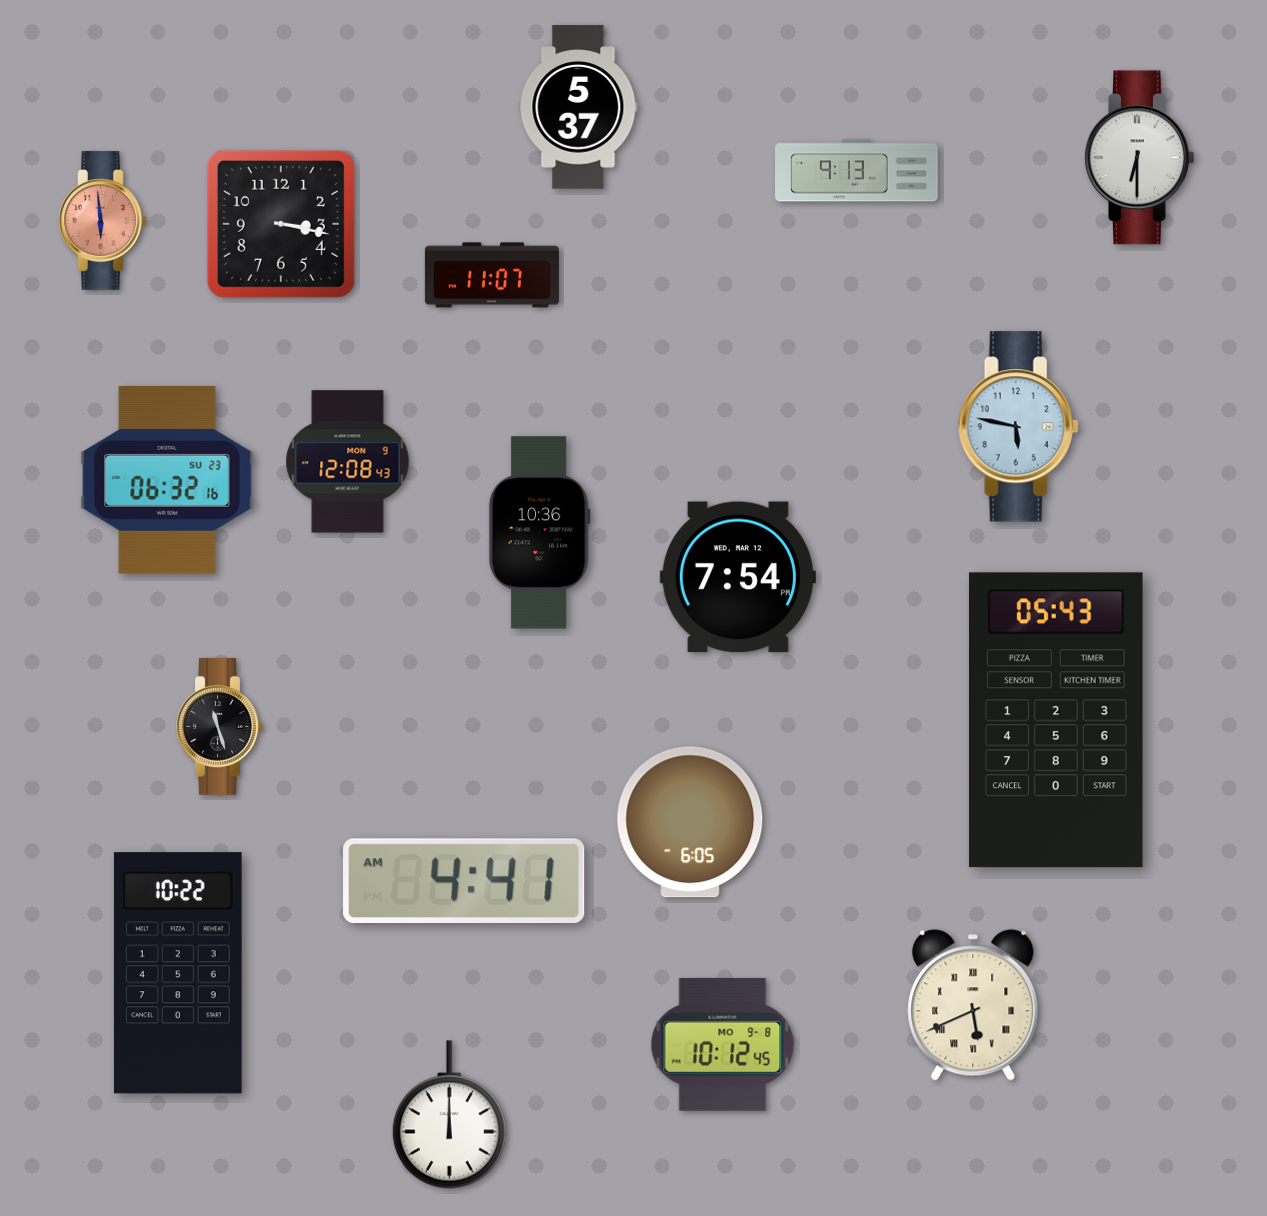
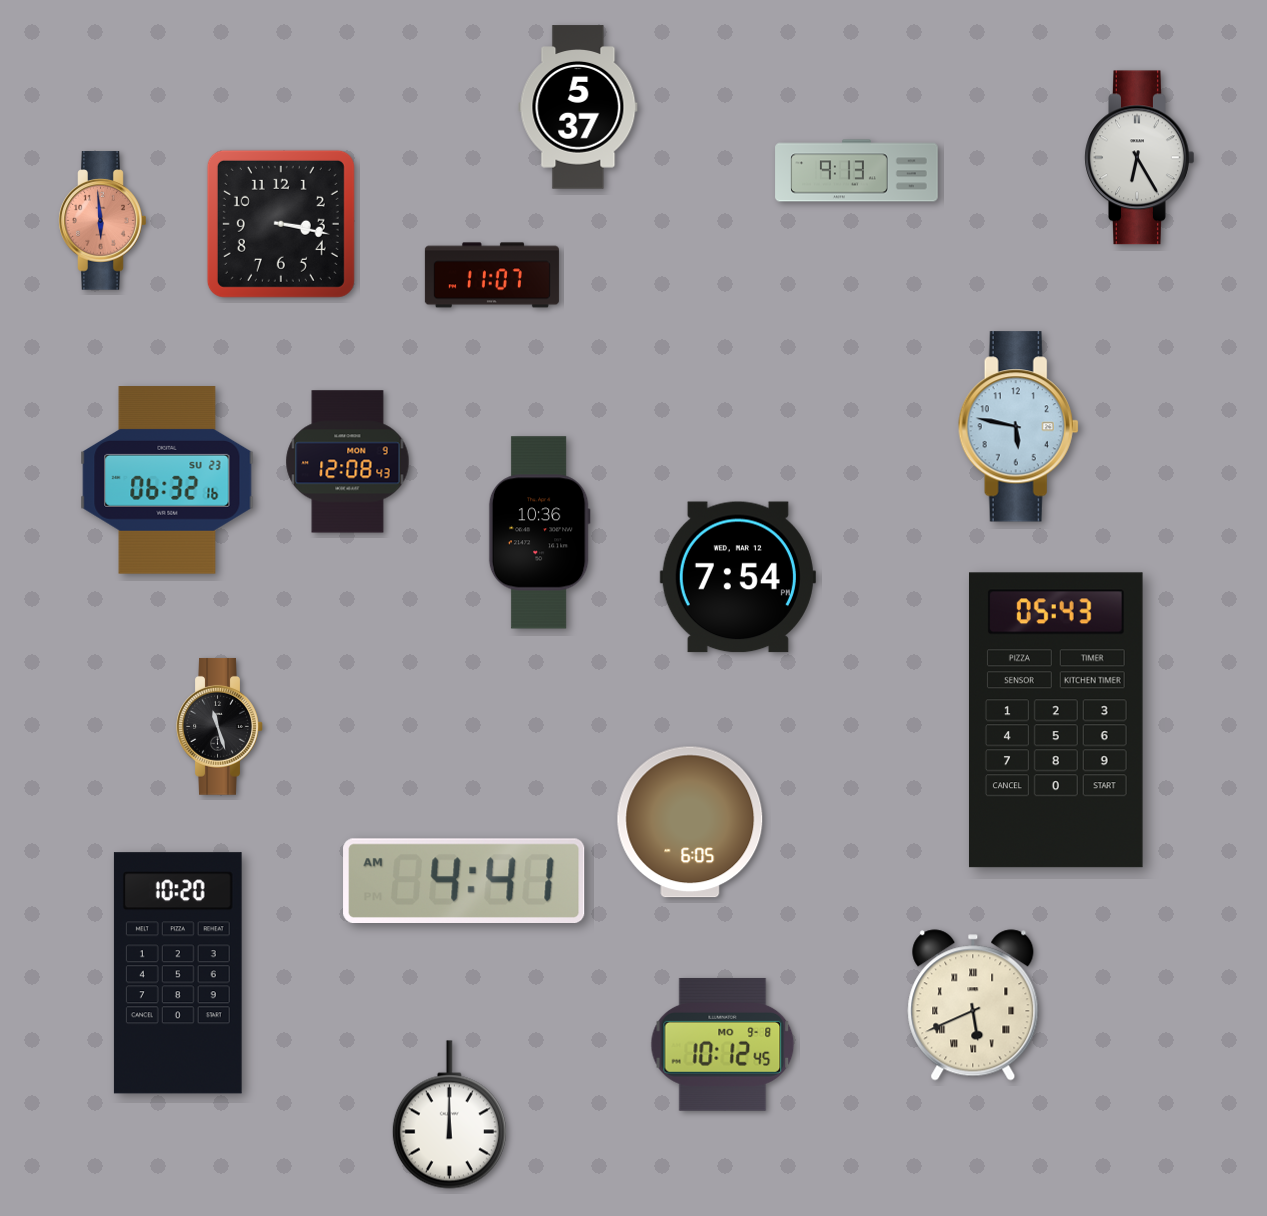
clock at (1140, 158): 6:30 -> 6:25
clock at (178, 973): 10:22 -> 10:20
